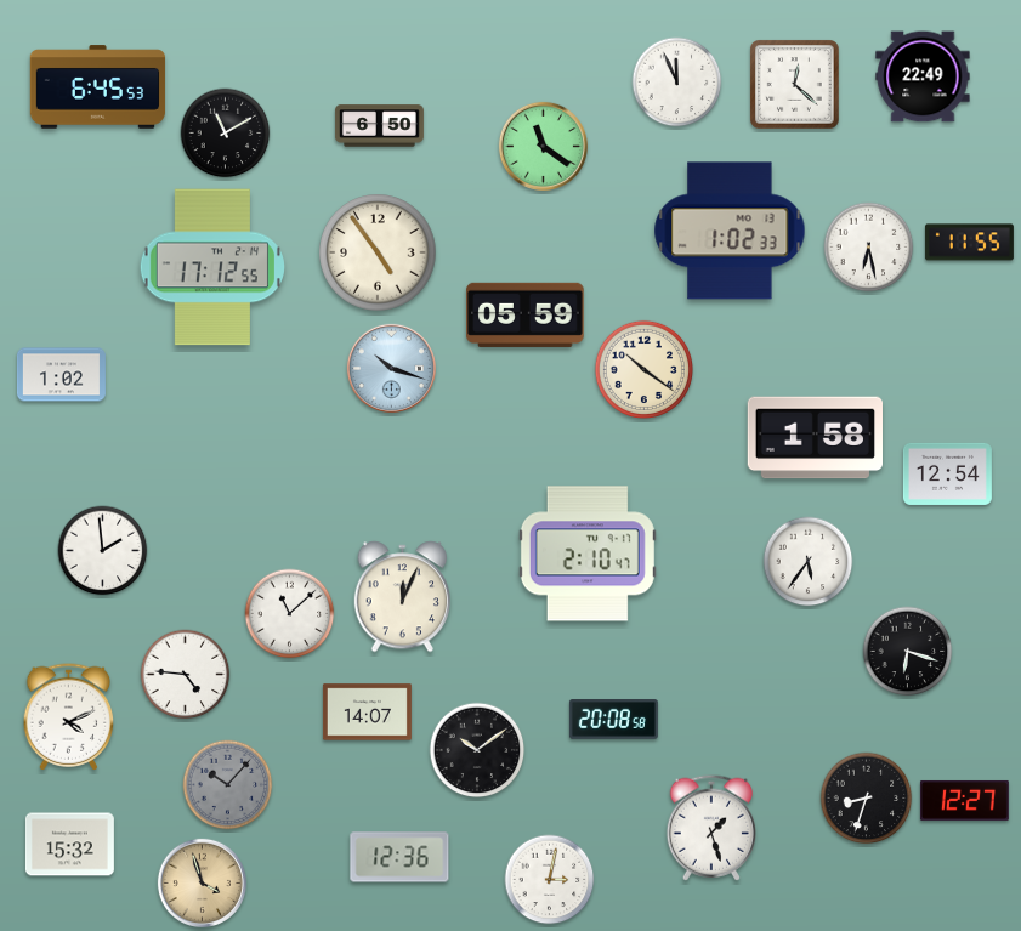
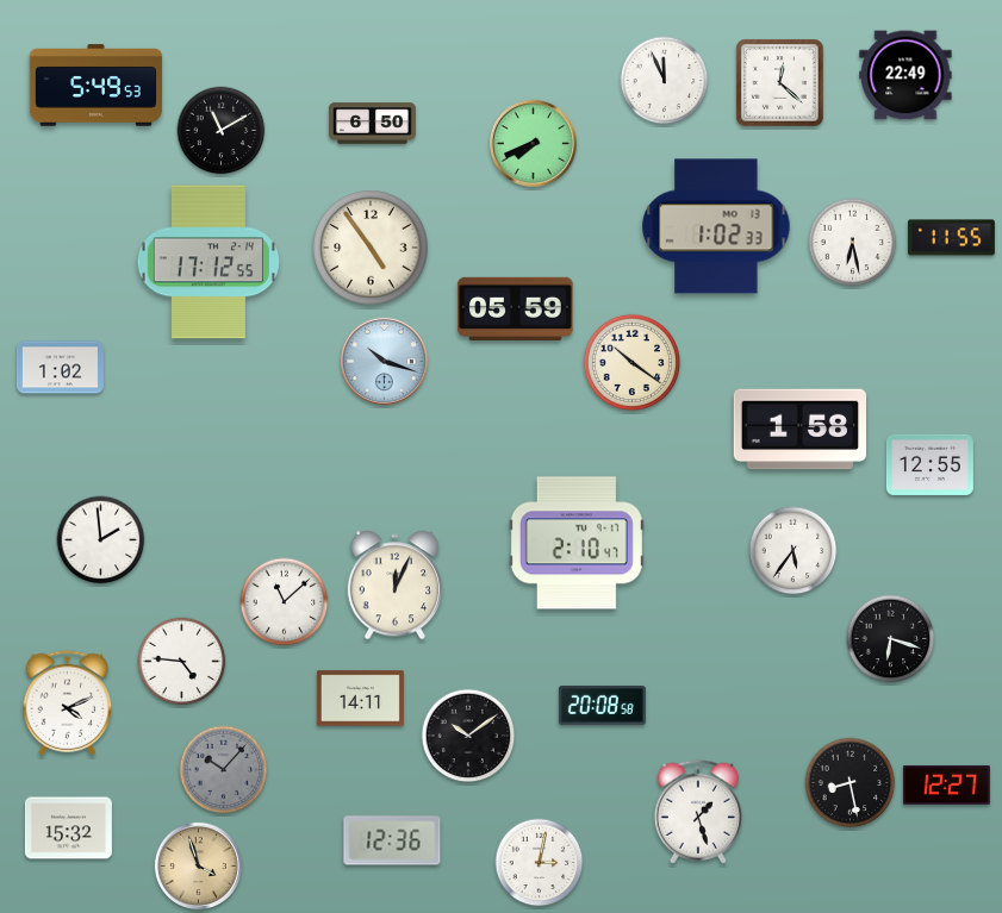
clock at (98, 87): 6:45 -> 5:49
clock at (543, 146): 11:21 -> 7:41
clock at (947, 473): 12:54 -> 12:55
clock at (367, 713): 14:07 -> 14:11
clock at (867, 799): 8:33 -> 8:28
